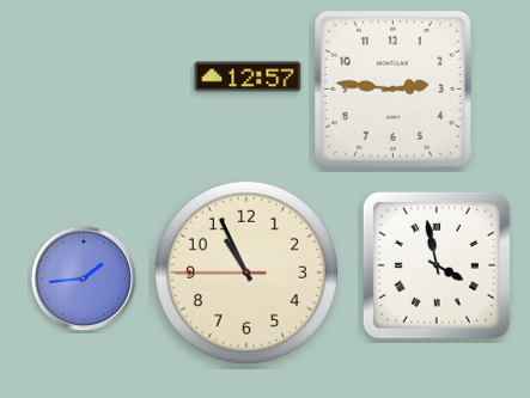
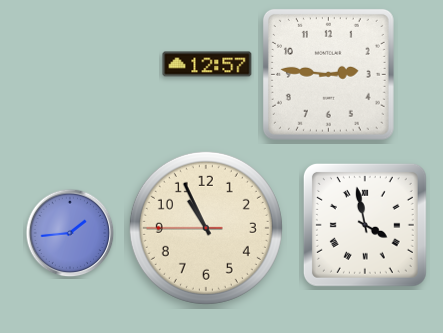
clock at (437, 265) position: (437, 265) -> (365, 225)
